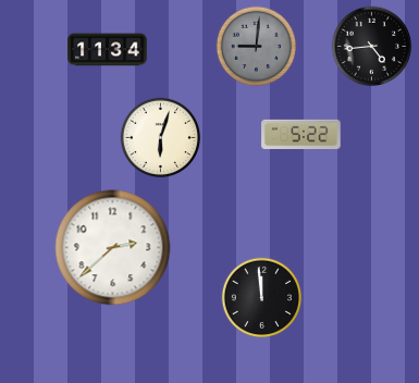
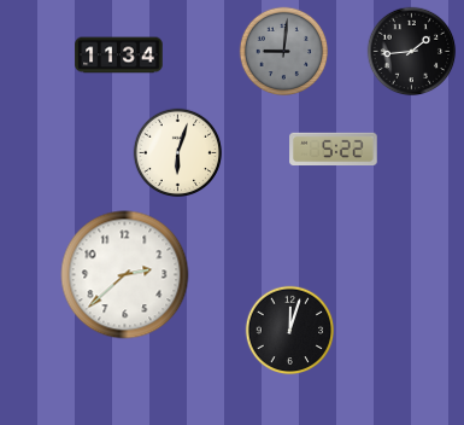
clock at (372, 47): 4:44 -> 1:44
clock at (262, 298): 11:59 -> 12:03
